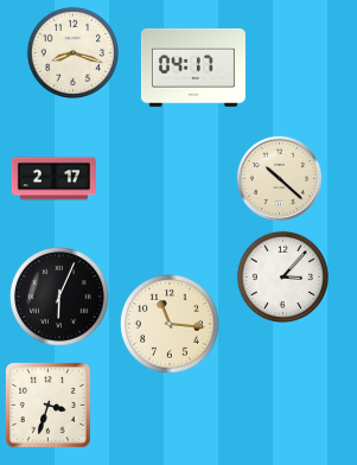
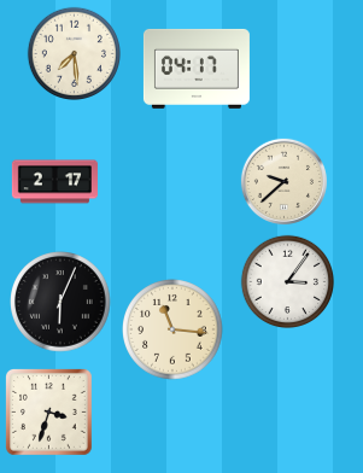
clock at (72, 52): 8:18 -> 7:29
clock at (279, 178): 10:22 -> 9:38
clock at (282, 276): 3:07 -> 3:06
